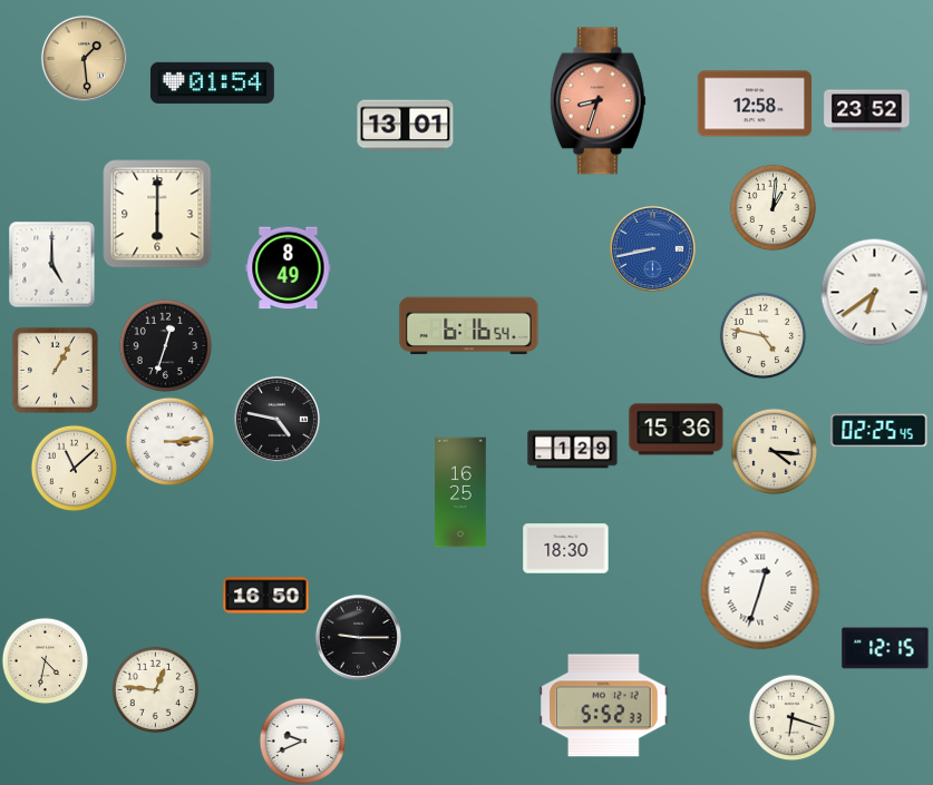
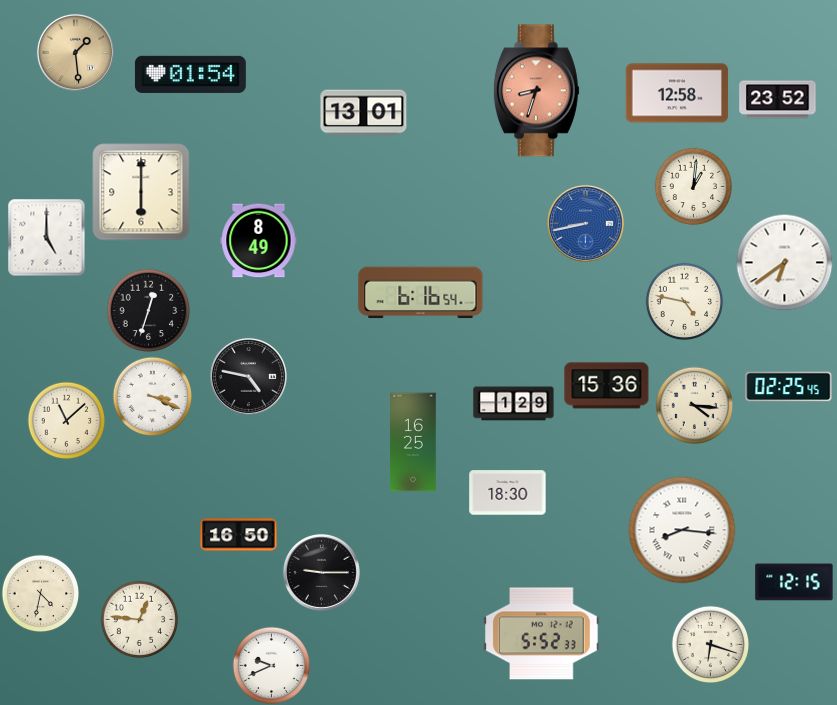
clock at (55, 370): 1:05 -> none
clock at (169, 441): 3:14 -> 3:19
clock at (760, 590): 12:33 -> 8:16
